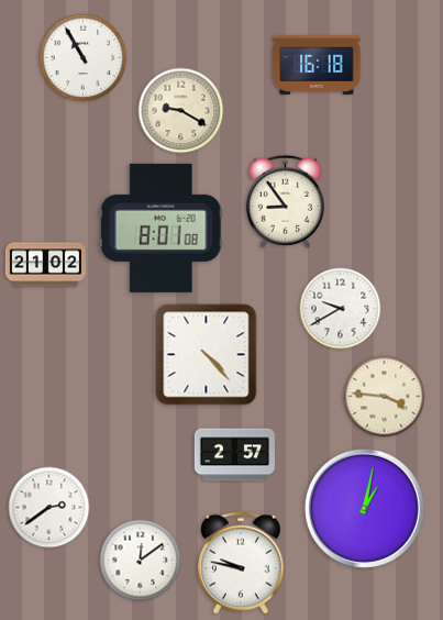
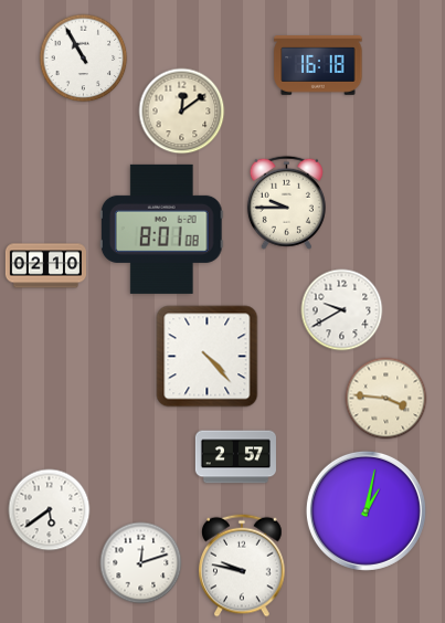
clock at (181, 111): 9:20 -> 12:09
clock at (285, 201): 8:54 -> 9:45
clock at (45, 265): 21:02 -> 02:10
clock at (49, 508): 2:39 -> 5:39
clock at (141, 561): 12:09 -> 12:12
